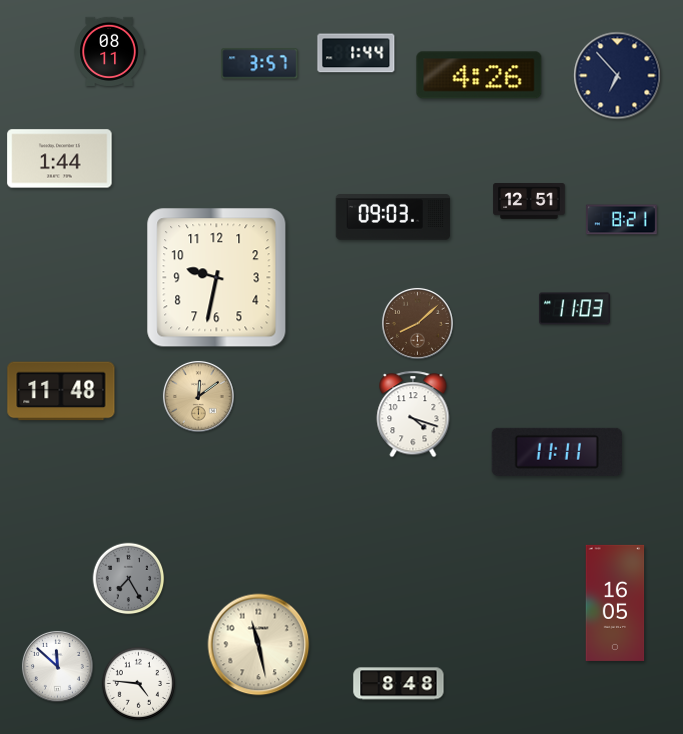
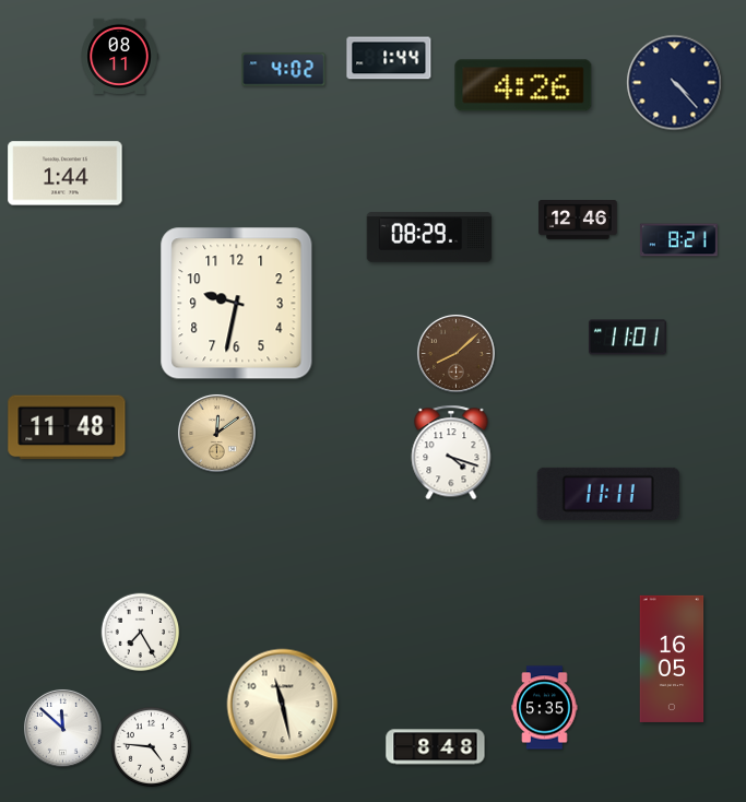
clock at (260, 64): 3:57 -> 4:02
clock at (479, 75) position: (479, 75) -> (523, 85)
clock at (618, 76): 6:53 -> 4:23
clock at (529, 202): 12:51 -> 12:46
clock at (393, 217): 09:03 -> 08:29
clock at (574, 309): 11:03 -> 11:01
clock at (129, 579) dial: grey -> white
clock at (545, 708): none -> 5:35
